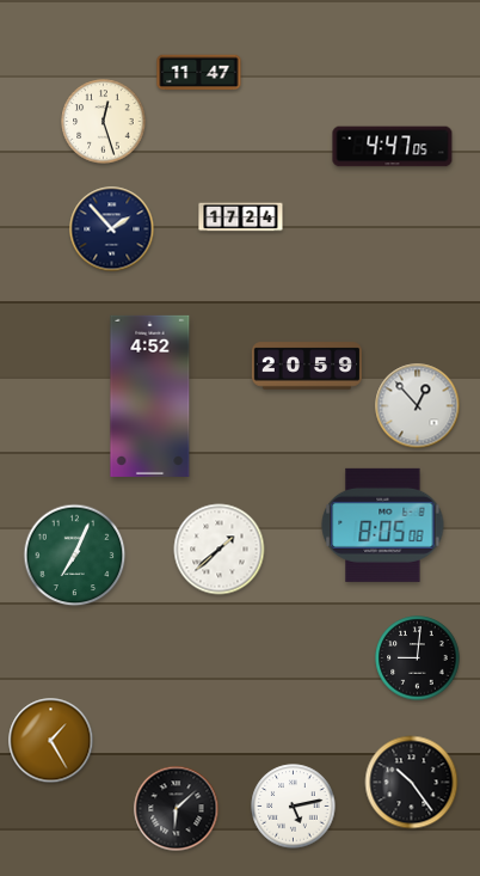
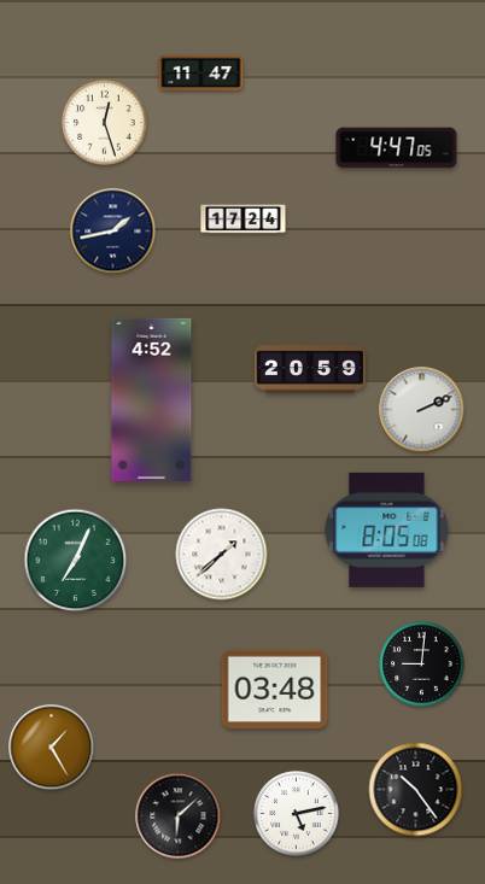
clock at (112, 229): 1:53 -> 1:43
clock at (418, 406): 12:53 -> 2:11
clock at (275, 690): none -> 03:48
